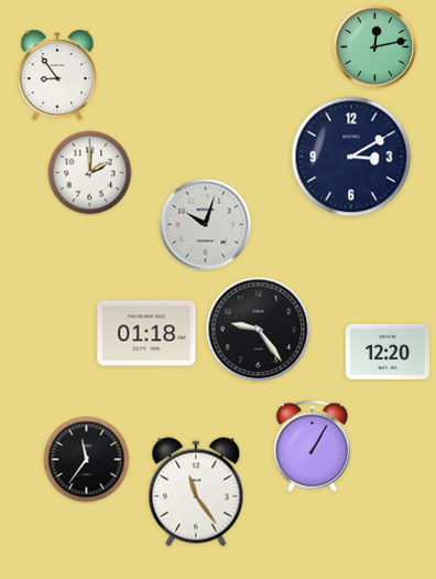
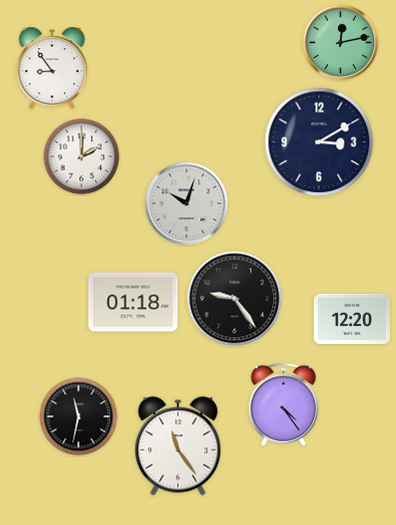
clock at (312, 446): 1:05 -> 4:24
clock at (87, 460): 11:36 -> 11:32
